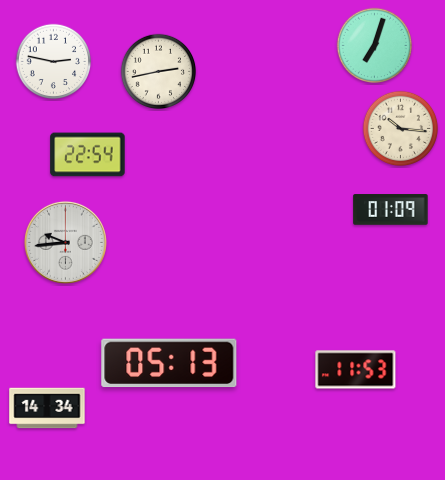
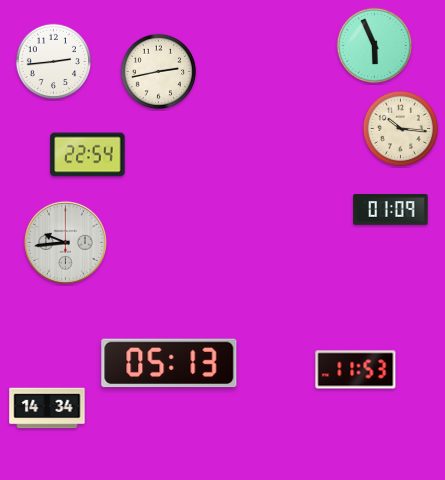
clock at (375, 46): 7:03 -> 5:56
clock at (54, 62): 2:47 -> 2:44
